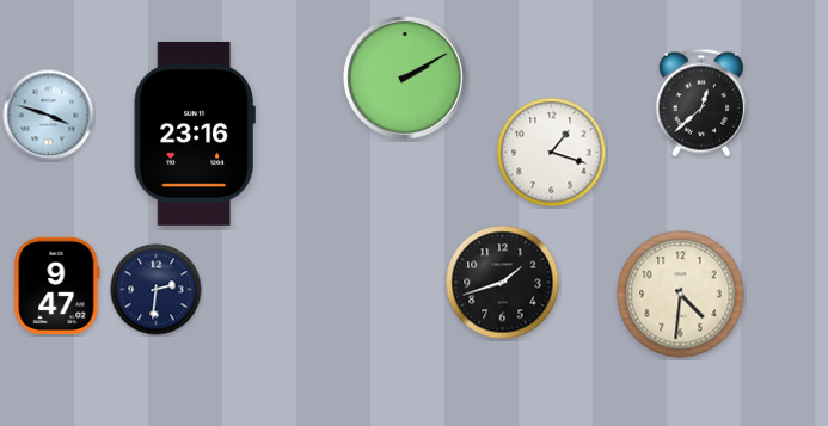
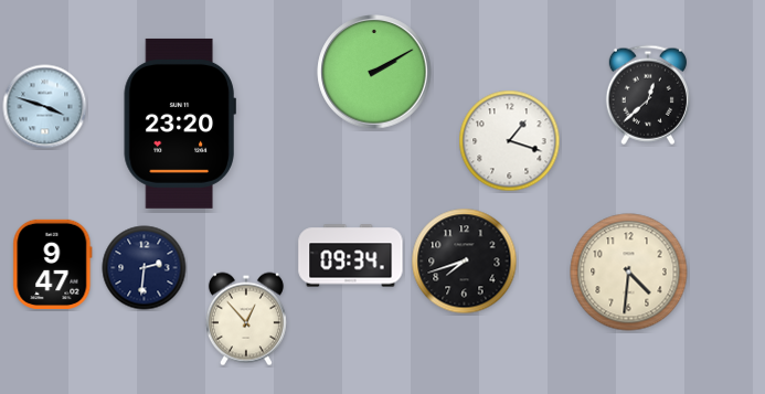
clock at (195, 134): 23:16 -> 23:20
clock at (351, 256): none -> 09:34
clock at (503, 283): 1:42 -> 7:42
clock at (246, 319): none -> 12:53
